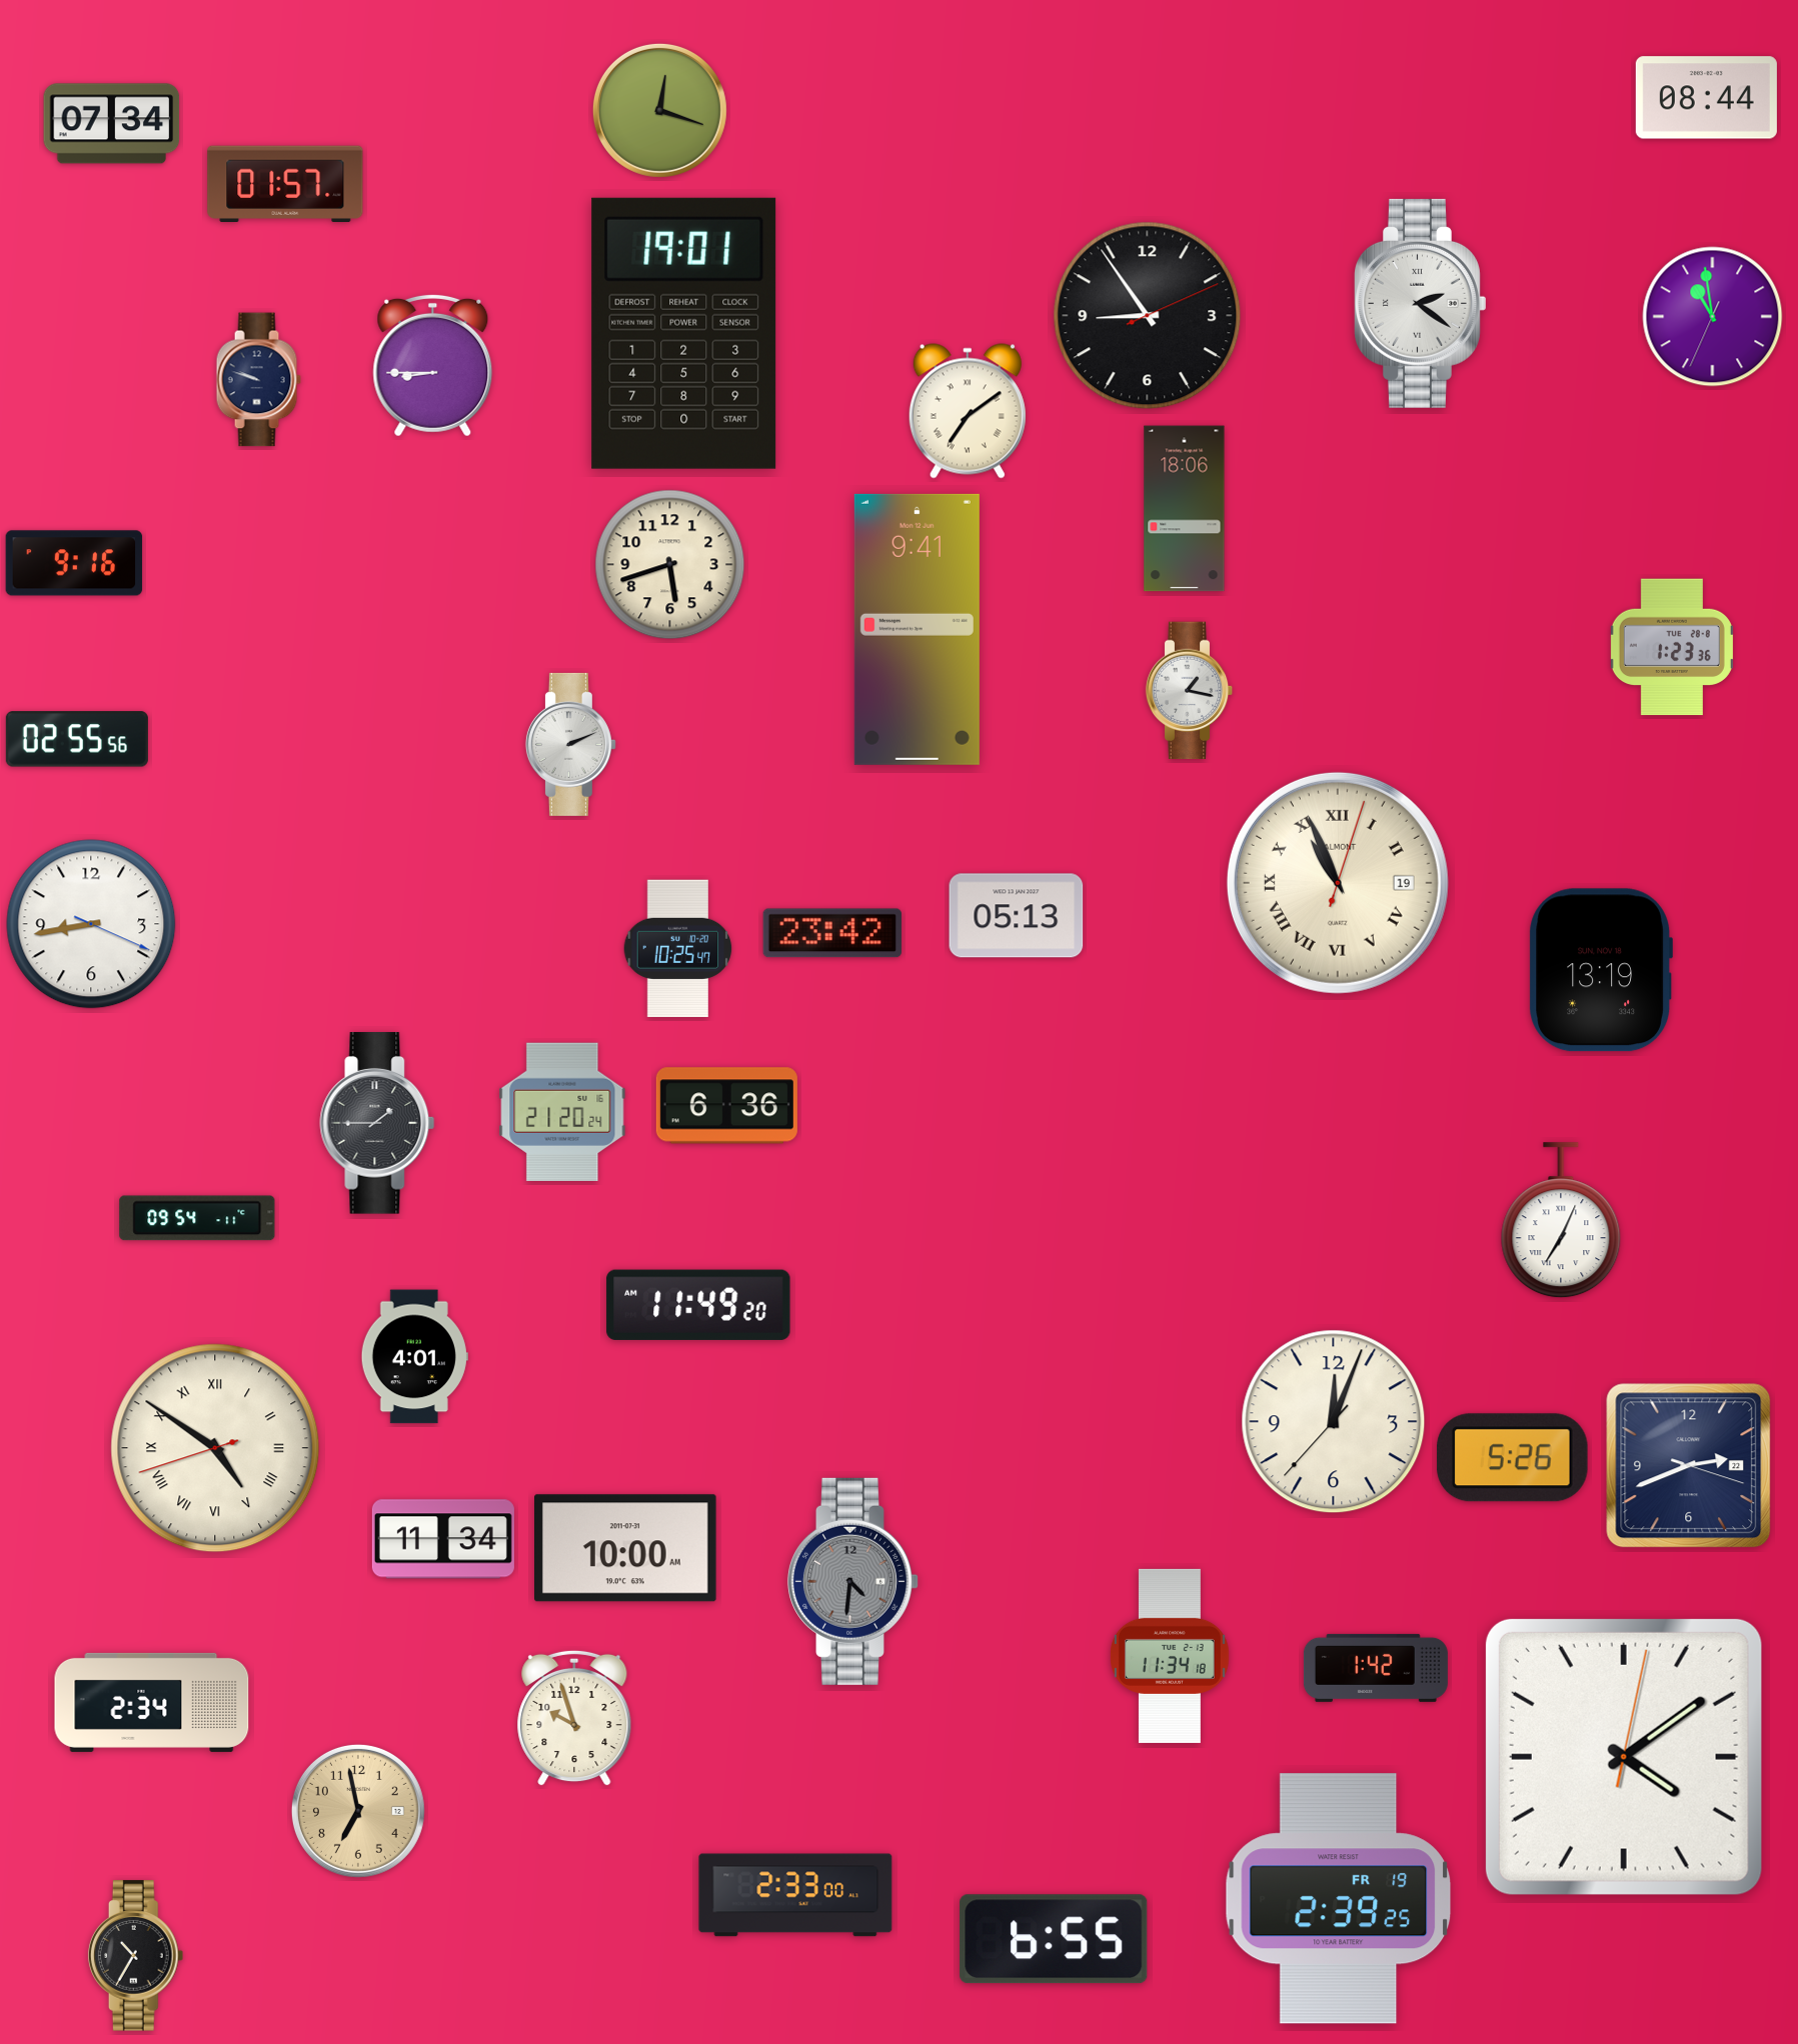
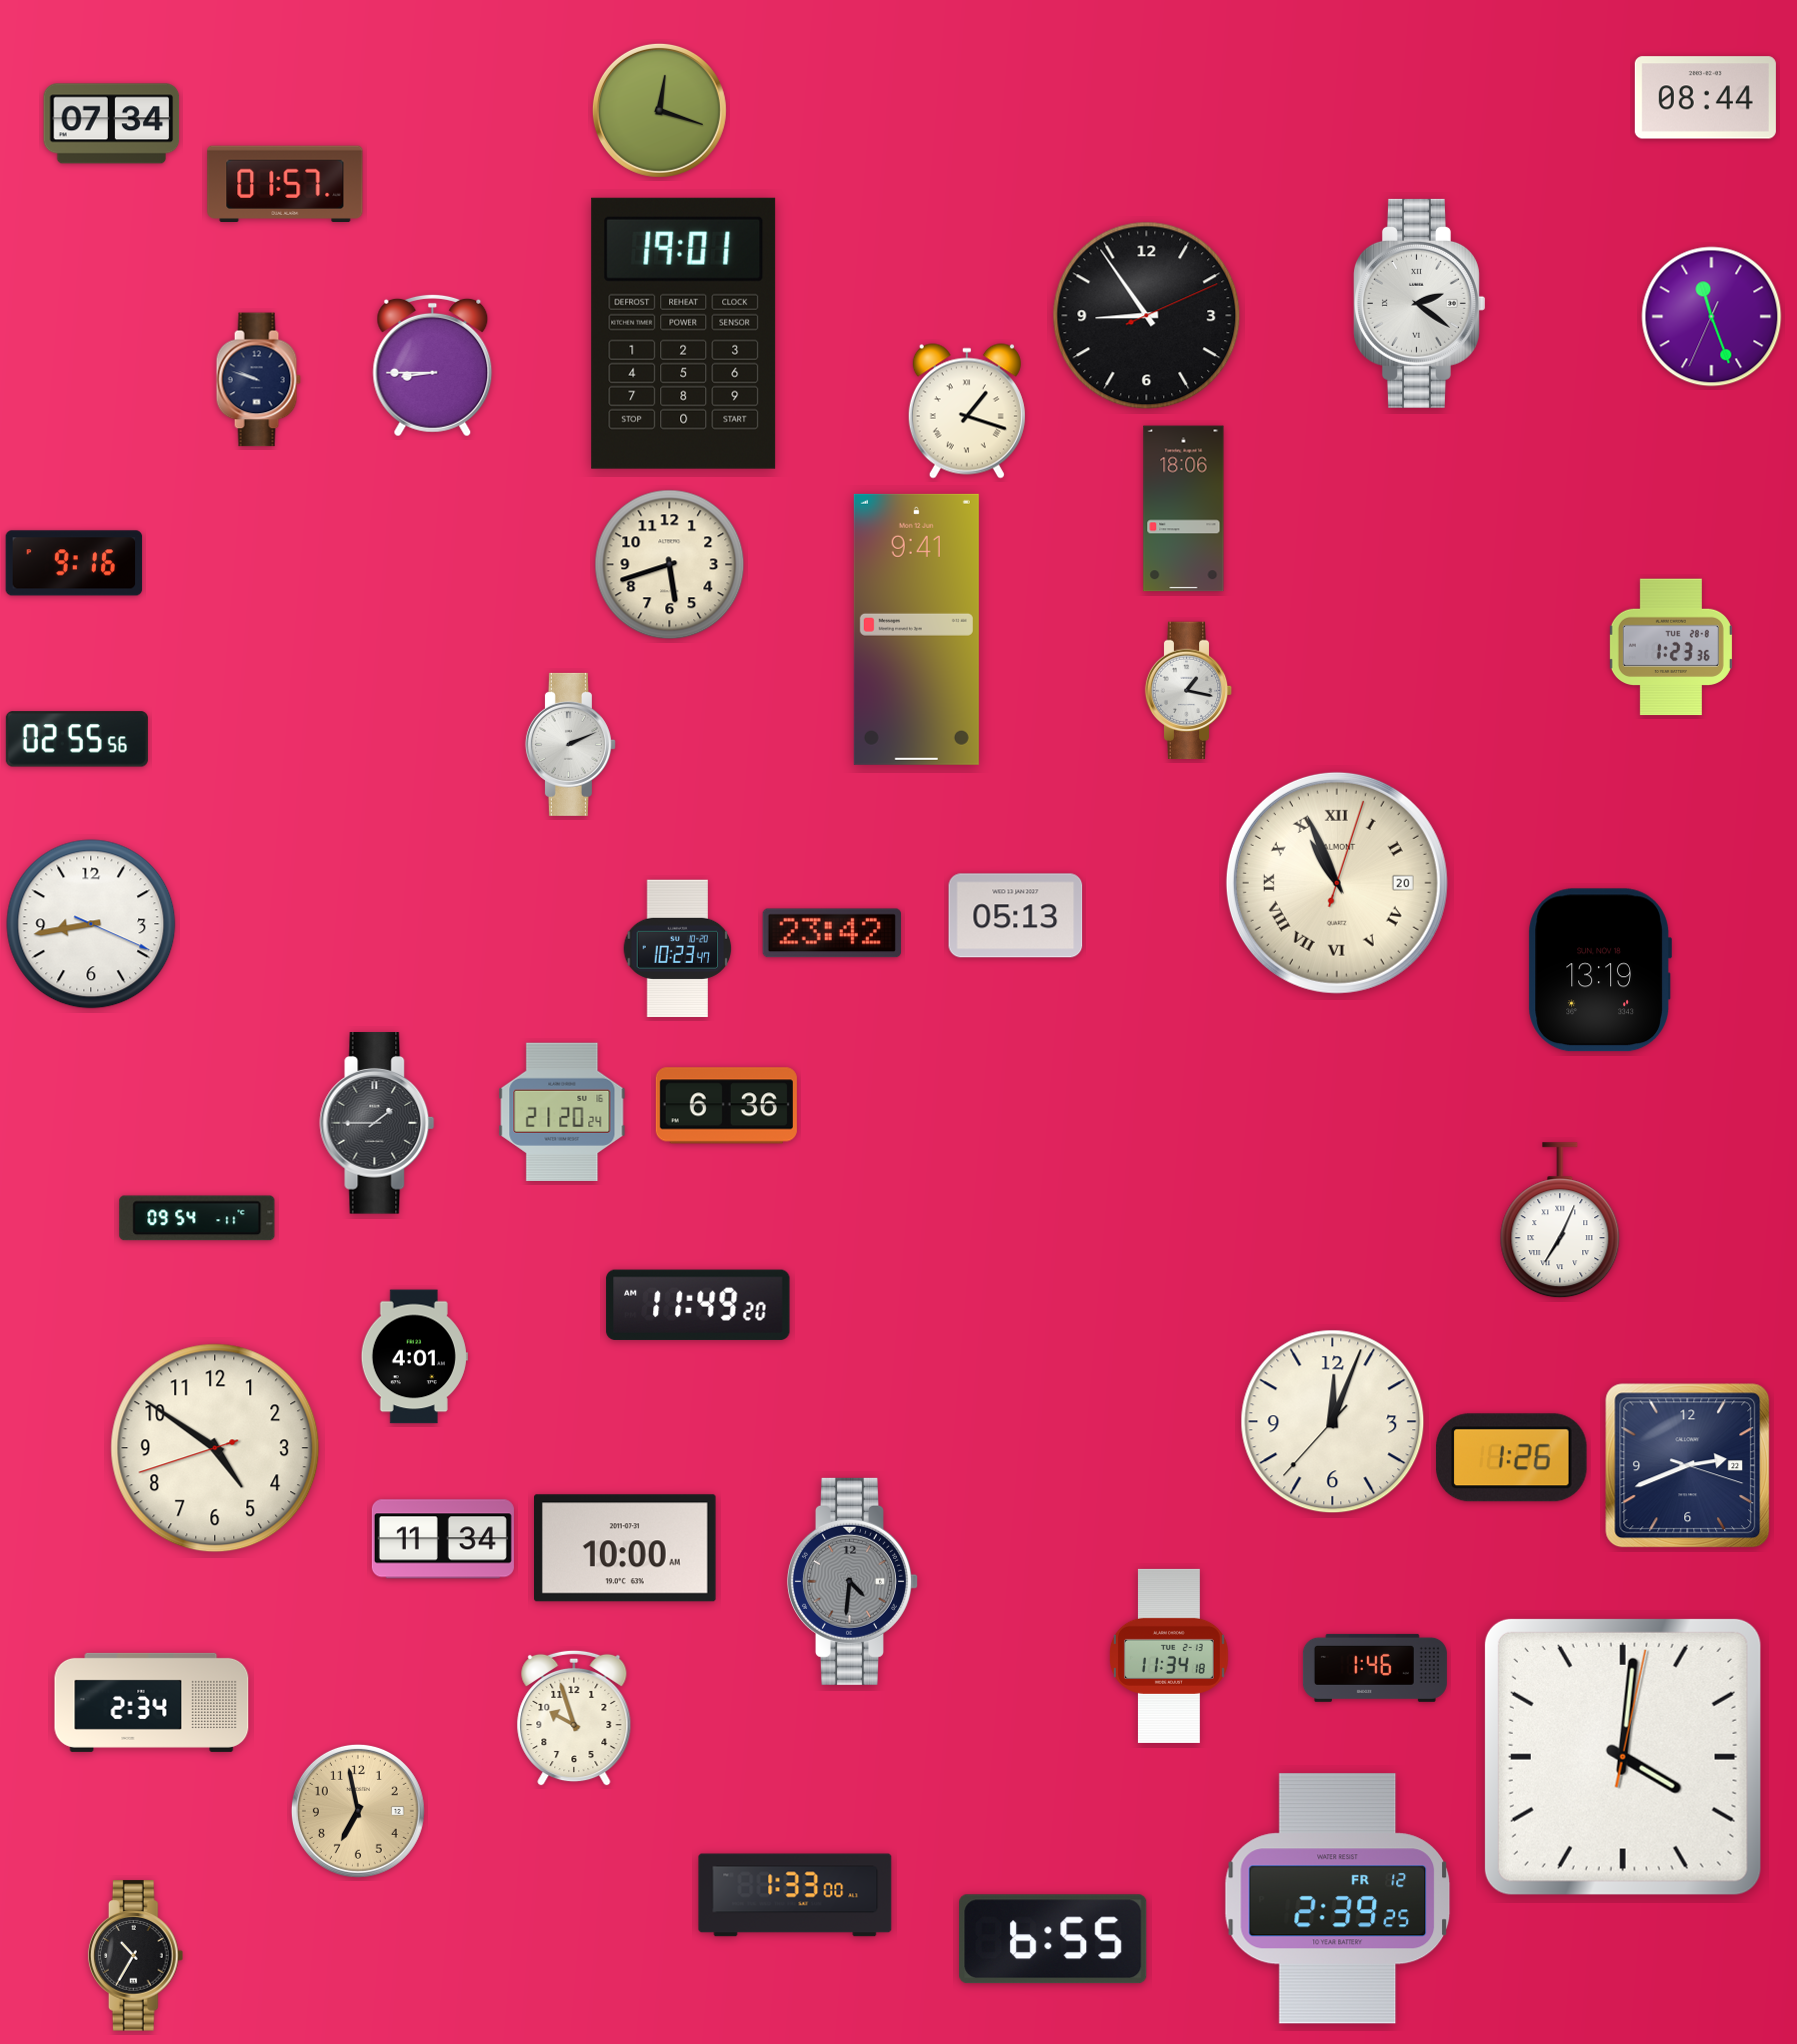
clock at (1713, 317): 10:58 -> 11:26
clock at (968, 411): 7:09 -> 1:18
clock at (1338, 883) date: 19 -> 20
clock at (678, 949): 10:25 -> 10:23
clock at (215, 1448) numerals: Roman -> Arabic
clock at (1513, 1458): 5:26 -> 1:26
clock at (1376, 1668): 1:42 -> 1:46
clock at (1624, 1757): 4:09 -> 4:01
clock at (795, 1895): 2:33 -> 1:33
clock at (1339, 1899) date: FR 19 -> FR 12
